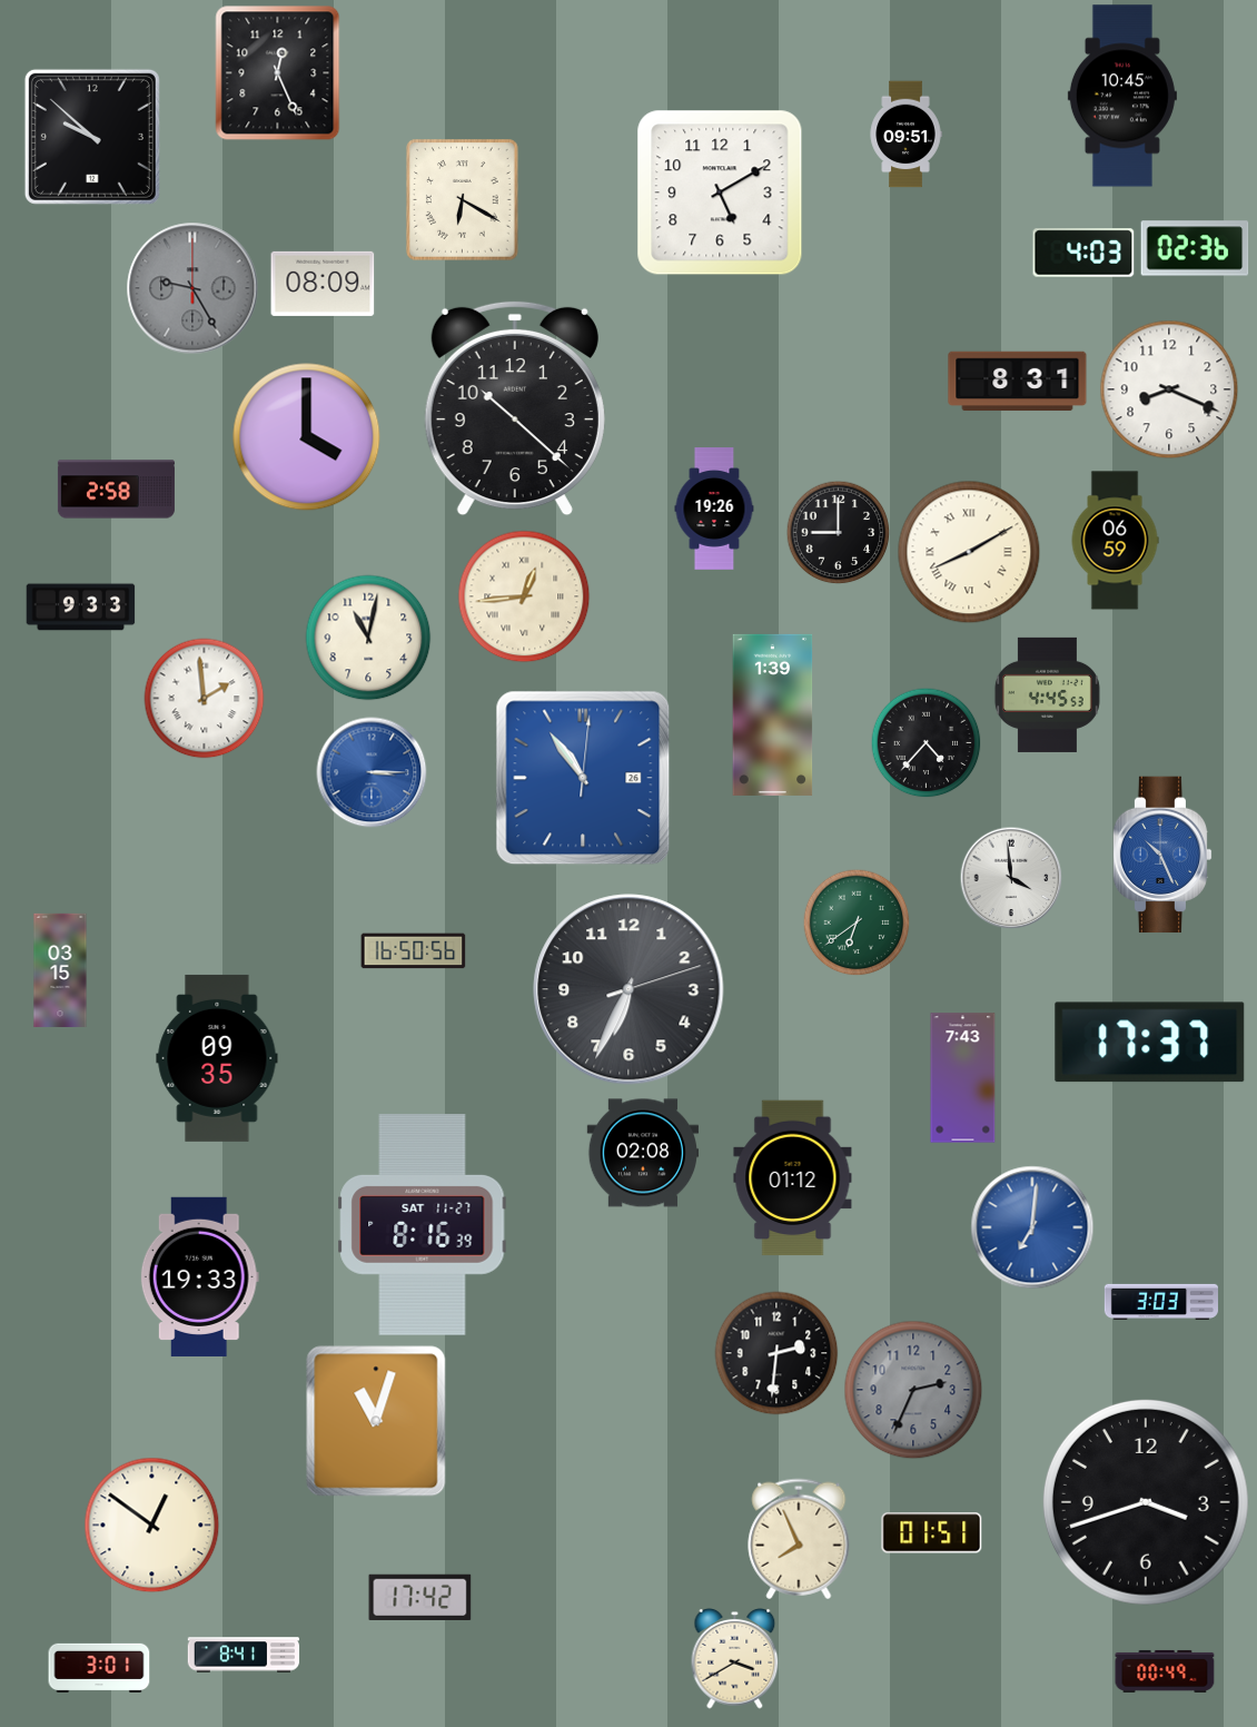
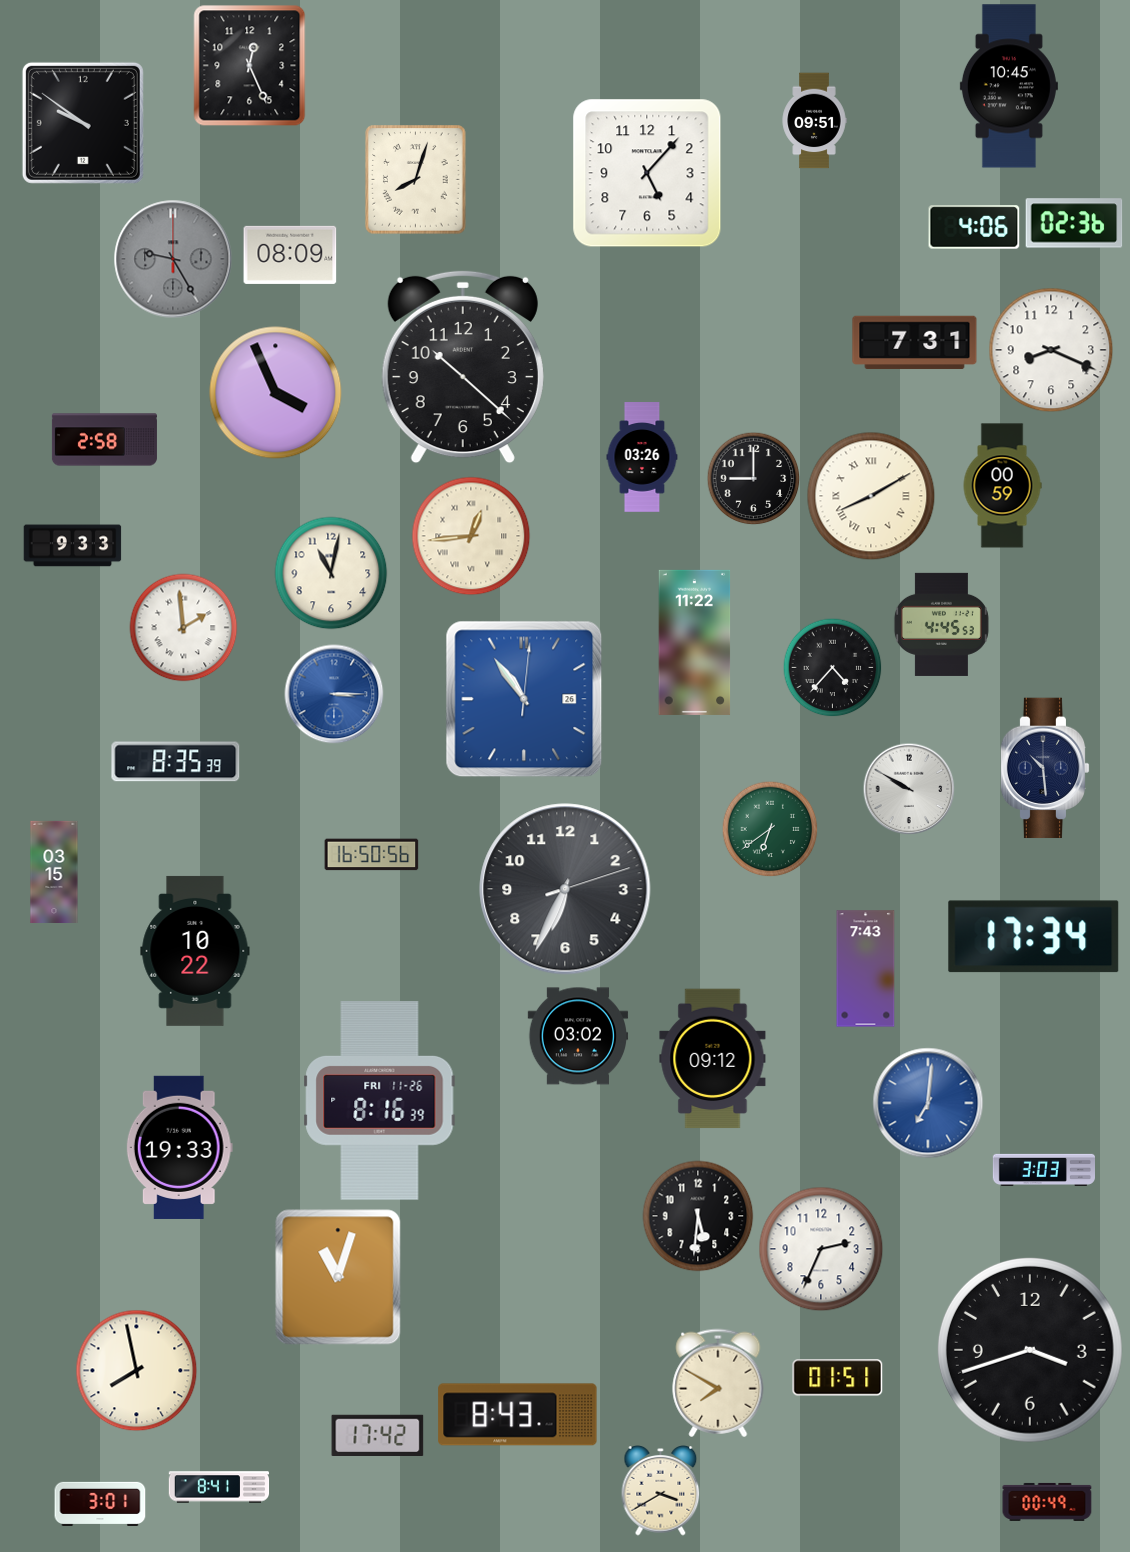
clock at (92, 137): 9:52 -> 9:51
clock at (720, 193): 5:10 -> 5:07
clock at (463, 200): 6:20 -> 8:03
clock at (1083, 253): 4:03 -> 4:06
clock at (1018, 382): 8:31 -> 7:31
clock at (307, 437): 4:00 -> 3:56
clock at (714, 509): 19:26 -> 03:26
clock at (1115, 541): 06:59 -> 00:59
clock at (773, 714): 1:39 -> 11:22
clock at (176, 762): none -> 8:35
clock at (1162, 855): 10:26 -> 10:29
clock at (1162, 855) dial: blue -> navy
clock at (1011, 878): 3:59 -> 9:50
clock at (1150, 1043): 17:37 -> 17:34
clock at (217, 1058): 09:35 -> 10:22
clock at (643, 1153): 02:08 -> 03:02
clock at (793, 1178): 01:12 -> 09:12
clock at (423, 1225) date: SAT 11-27 -> FRI 11-26
clock at (776, 1353): 2:31 -> 5:31
clock at (913, 1390) dial: grey -> white
clock at (152, 1526): 12:51 -> 7:58
clock at (799, 1539): 7:56 -> 7:50
clock at (518, 1415): none -> 8:43
clock at (99, 1667) position: (99, 1667) -> (100, 1503)
